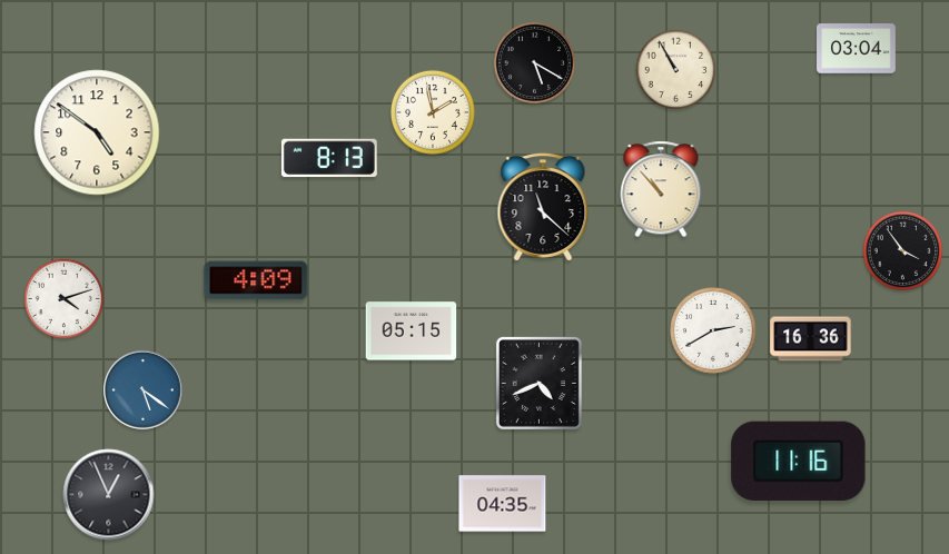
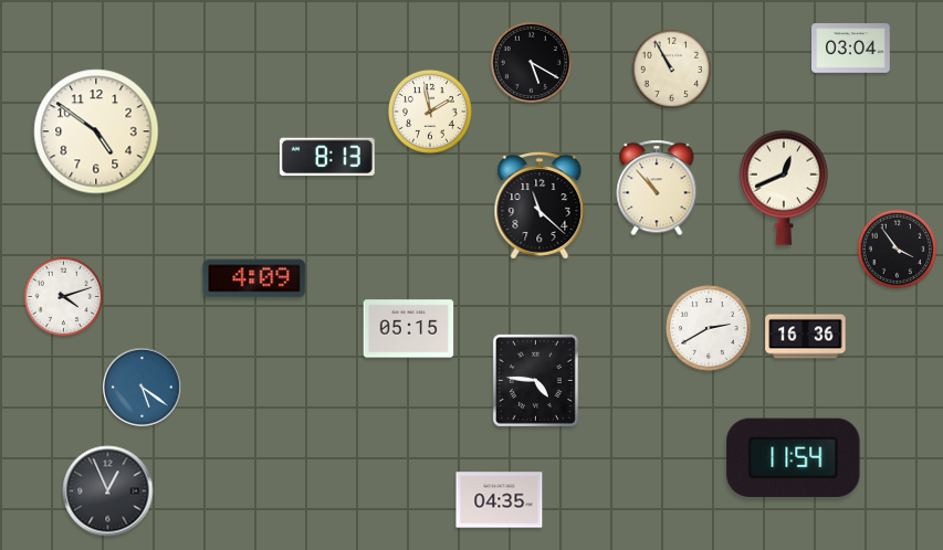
clock at (784, 188): none -> 12:41
clock at (538, 383): 4:41 -> 4:46
clock at (799, 461): 11:16 -> 11:54
